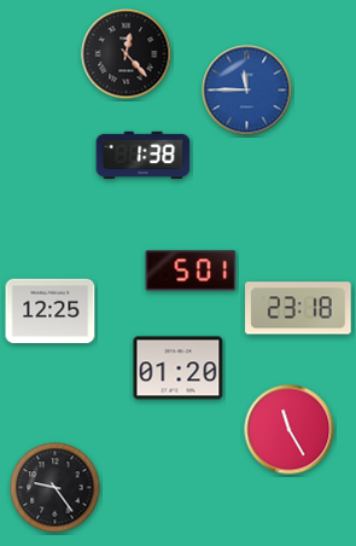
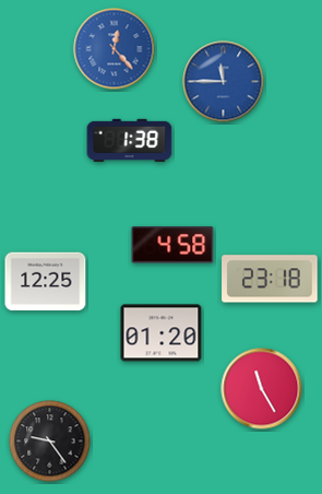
clock at (127, 54) dial: black -> blue
clock at (191, 271): 5:01 -> 4:58
